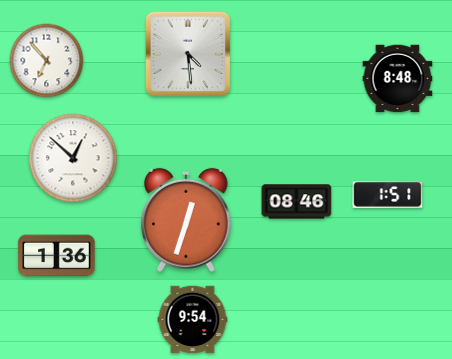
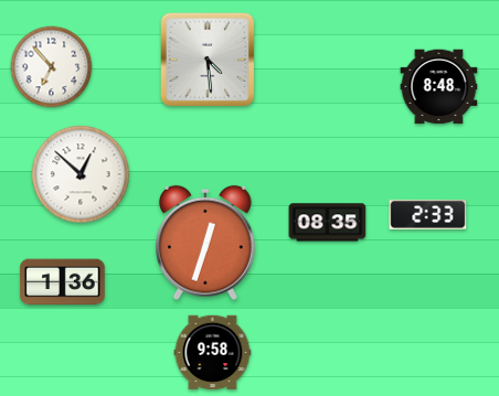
clock at (388, 195): 1:51 -> 2:33
clock at (297, 202): 08:46 -> 08:35
clock at (193, 320): 9:54 -> 9:58
